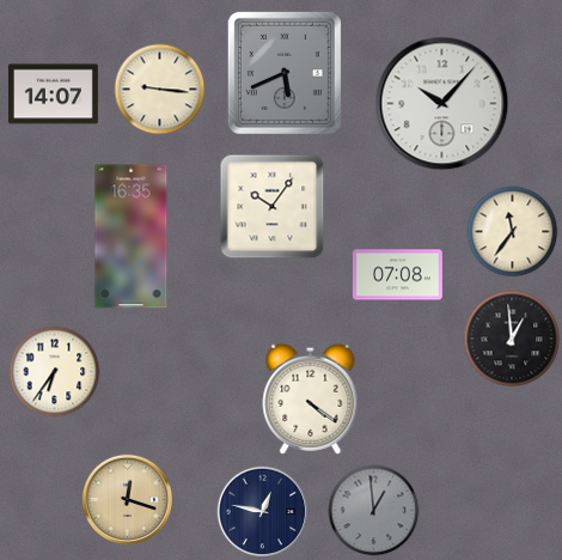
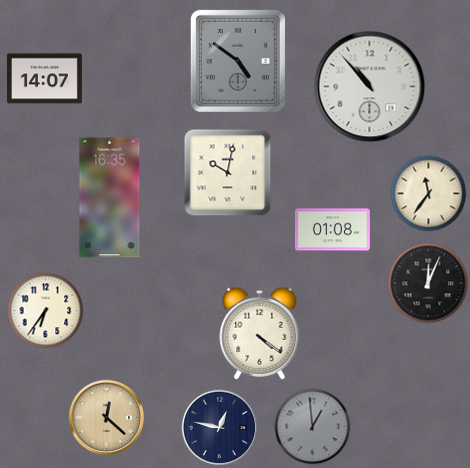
clock at (285, 73): 5:41 -> 4:51
clock at (160, 90): 9:16 -> none
clock at (442, 104): 10:07 -> 10:53
clock at (273, 207): 10:06 -> 10:02
clock at (397, 275): 07:08 -> 01:08
clock at (512, 339): 12:59 -> 12:04
clock at (128, 500): 12:18 -> 12:22
